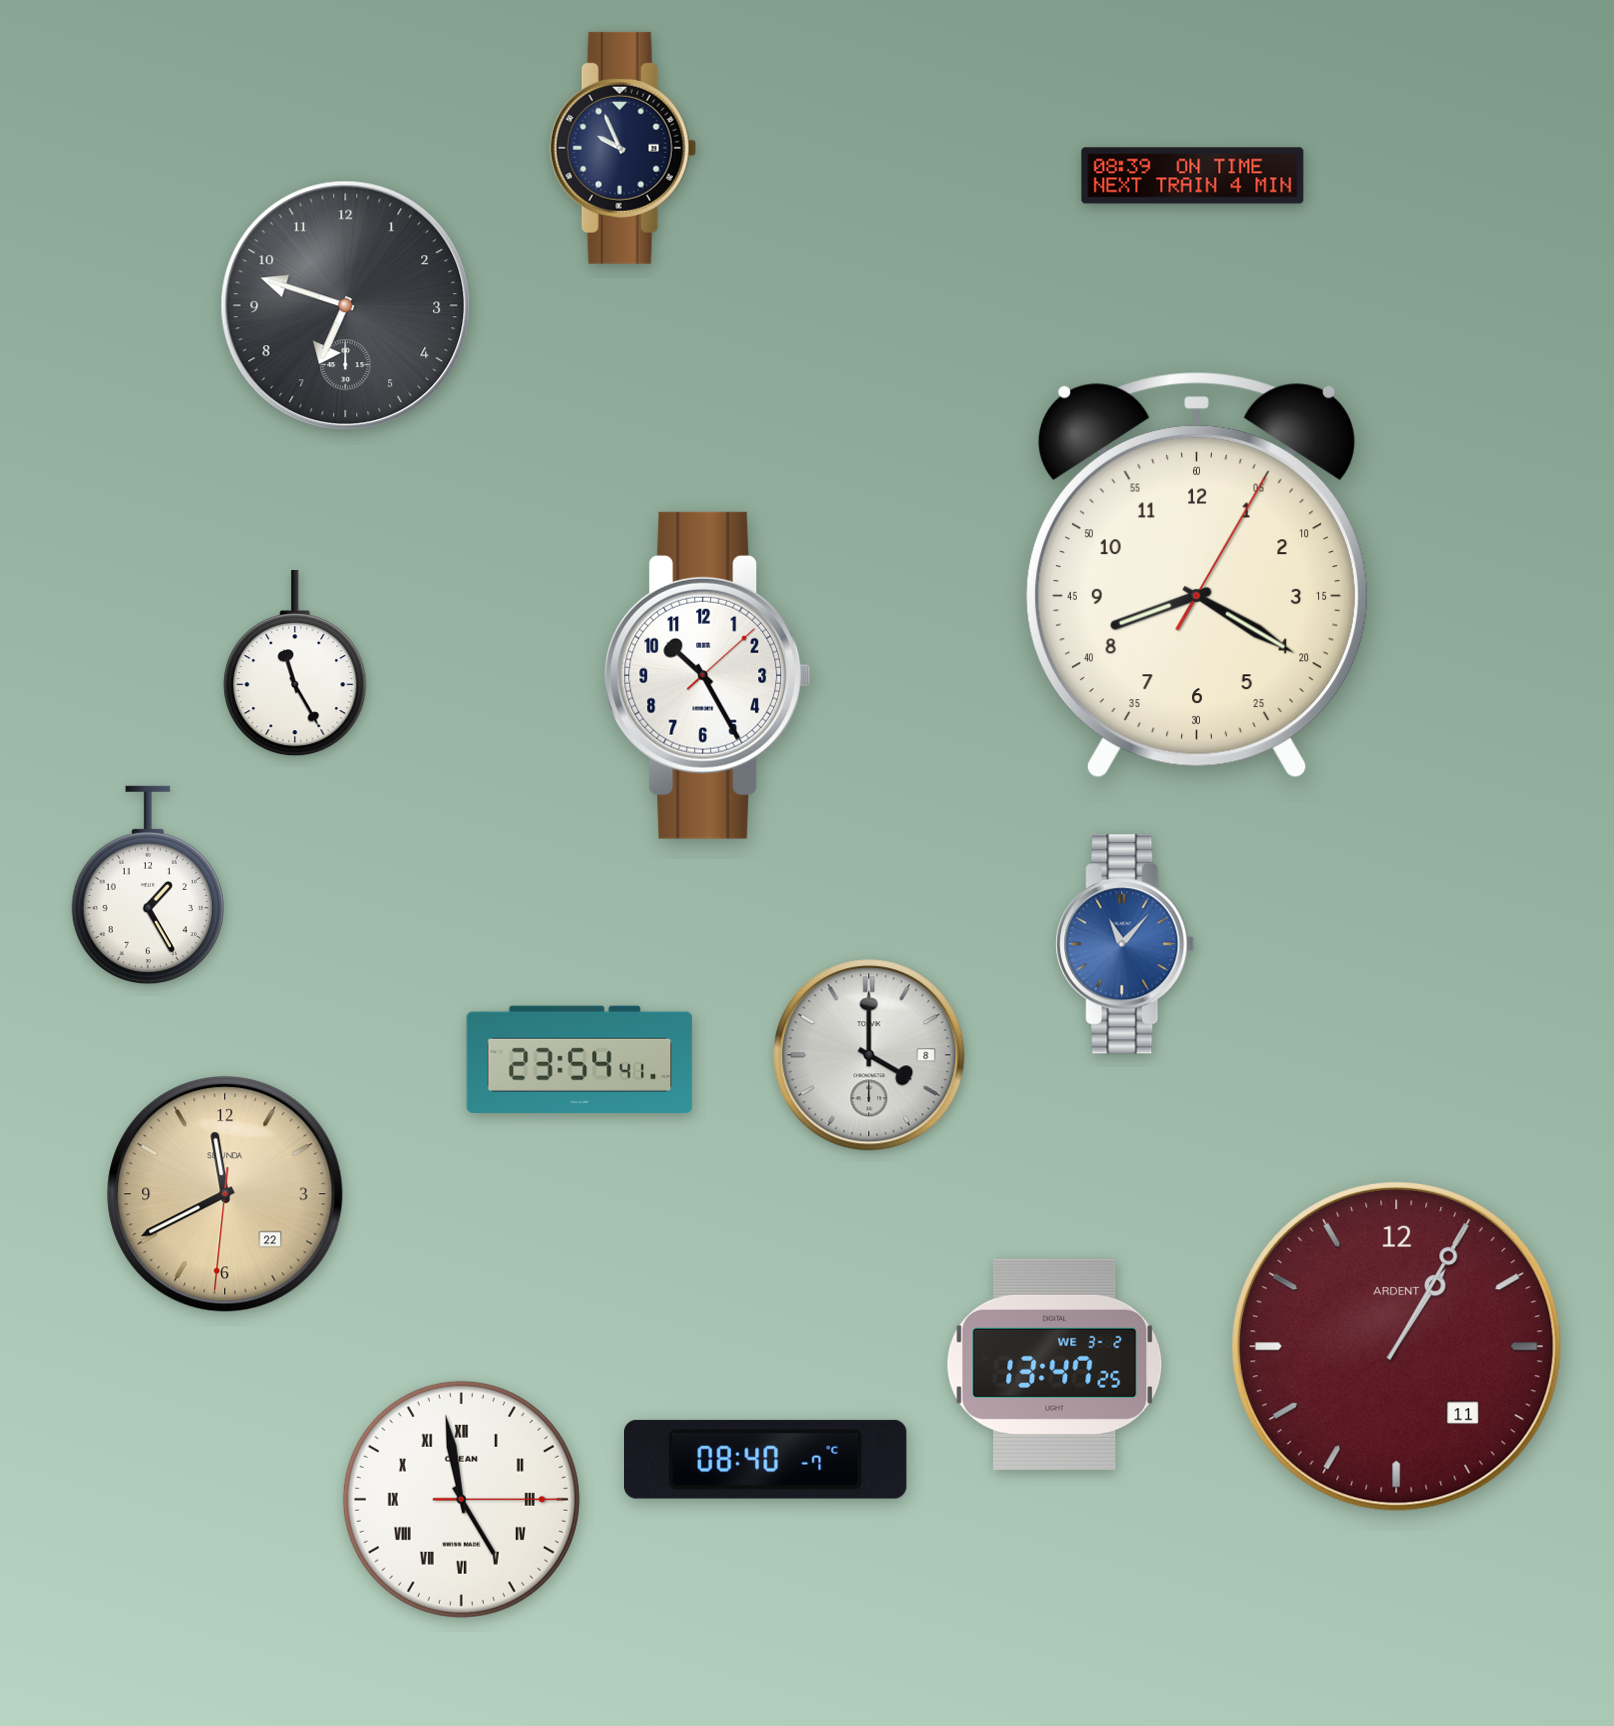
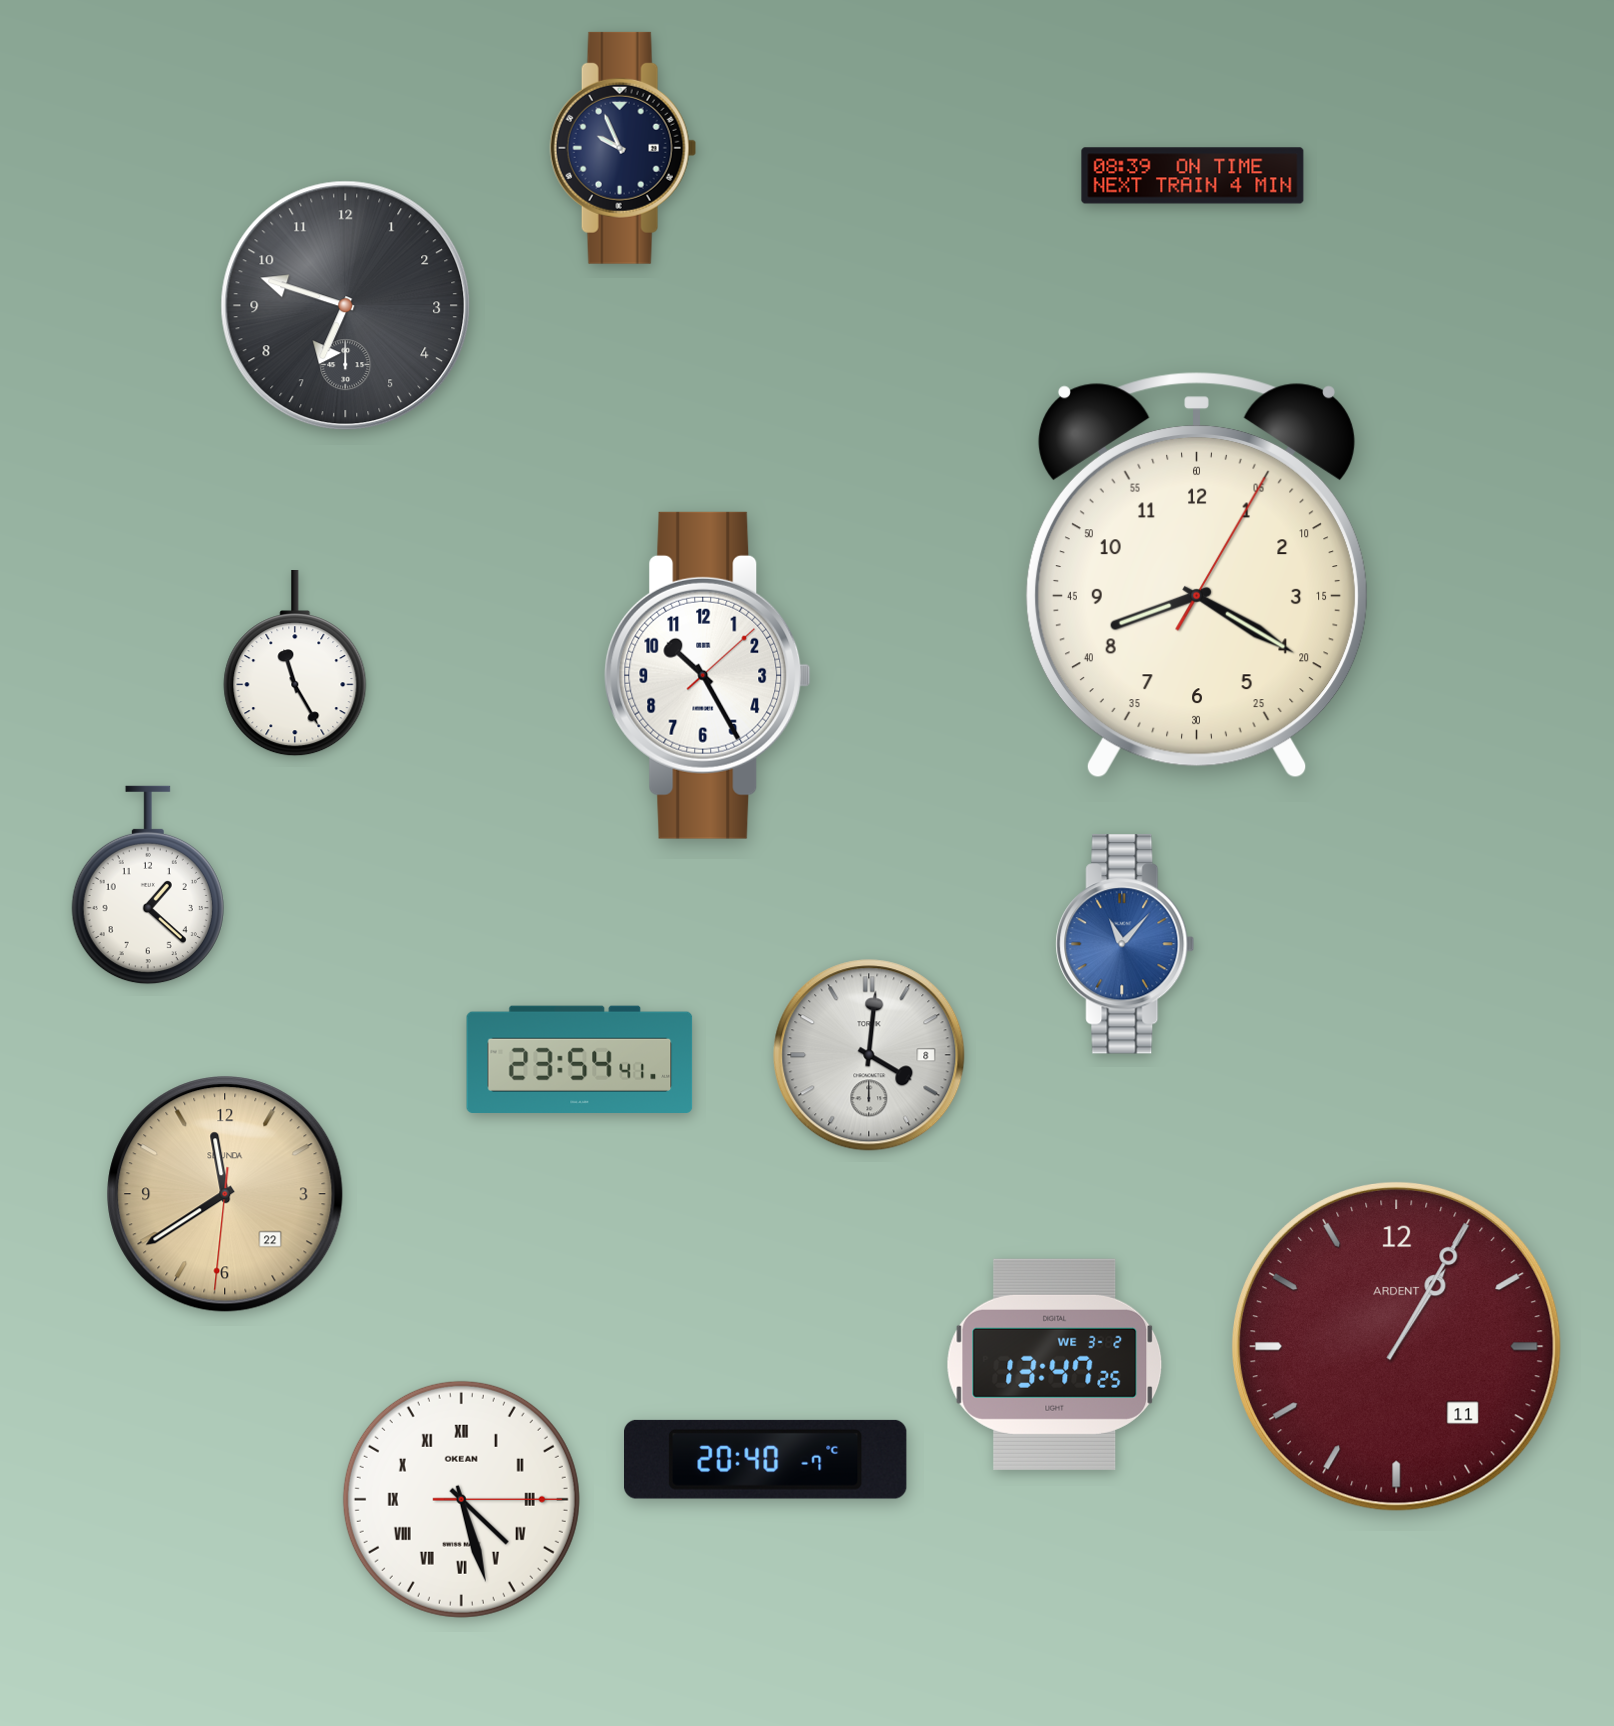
clock at (148, 885): 1:25 -> 1:22
clock at (869, 1055): 4:00 -> 4:01
clock at (225, 1194): 11:40 -> 11:39
clock at (766, 1459): 08:40 -> 20:40
clock at (461, 1499): 4:58 -> 4:27
